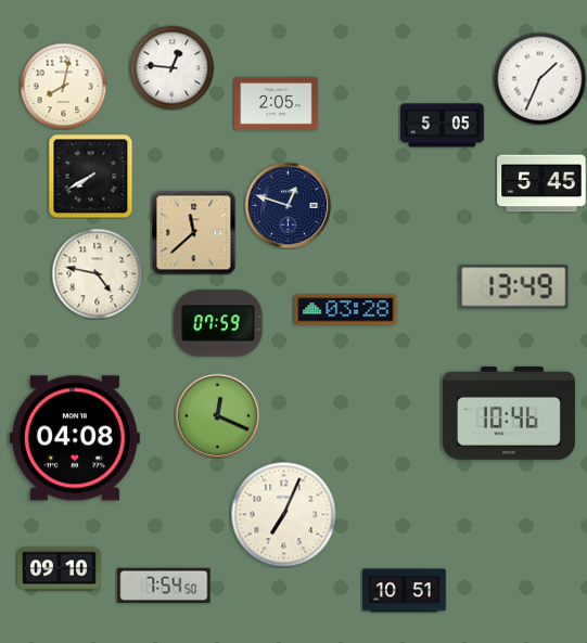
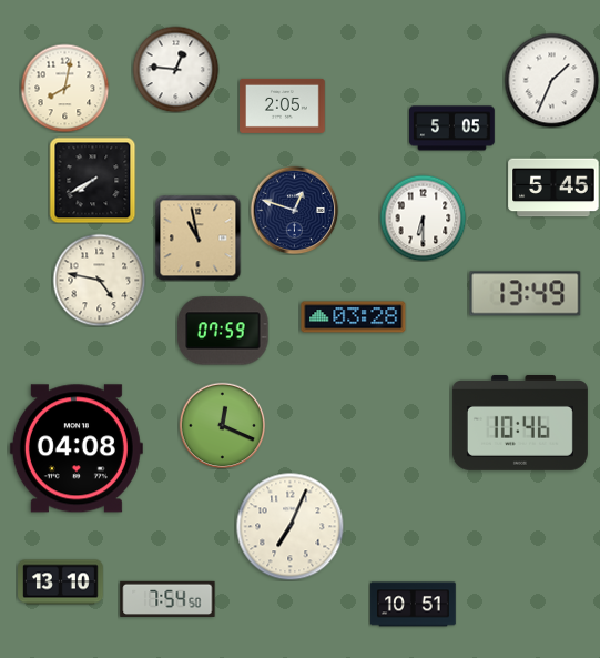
clock at (423, 217): none -> 6:30
clock at (193, 232): 11:38 -> 10:58
clock at (60, 569): 09:10 -> 13:10
